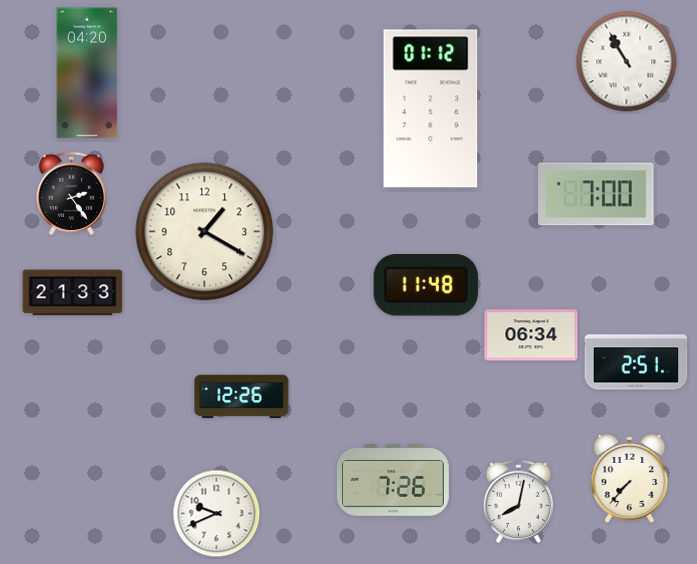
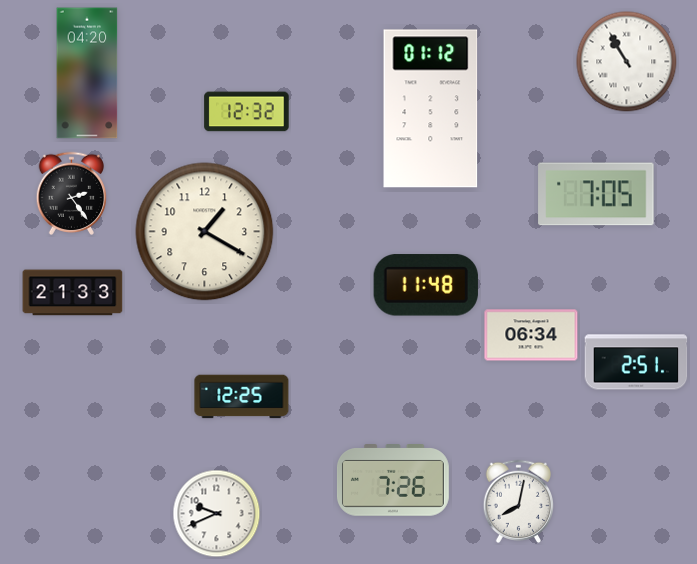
clock at (247, 112): none -> 12:32
clock at (596, 194): 7:00 -> 7:05
clock at (242, 397): 12:26 -> 12:25
clock at (630, 479): 7:37 -> none
